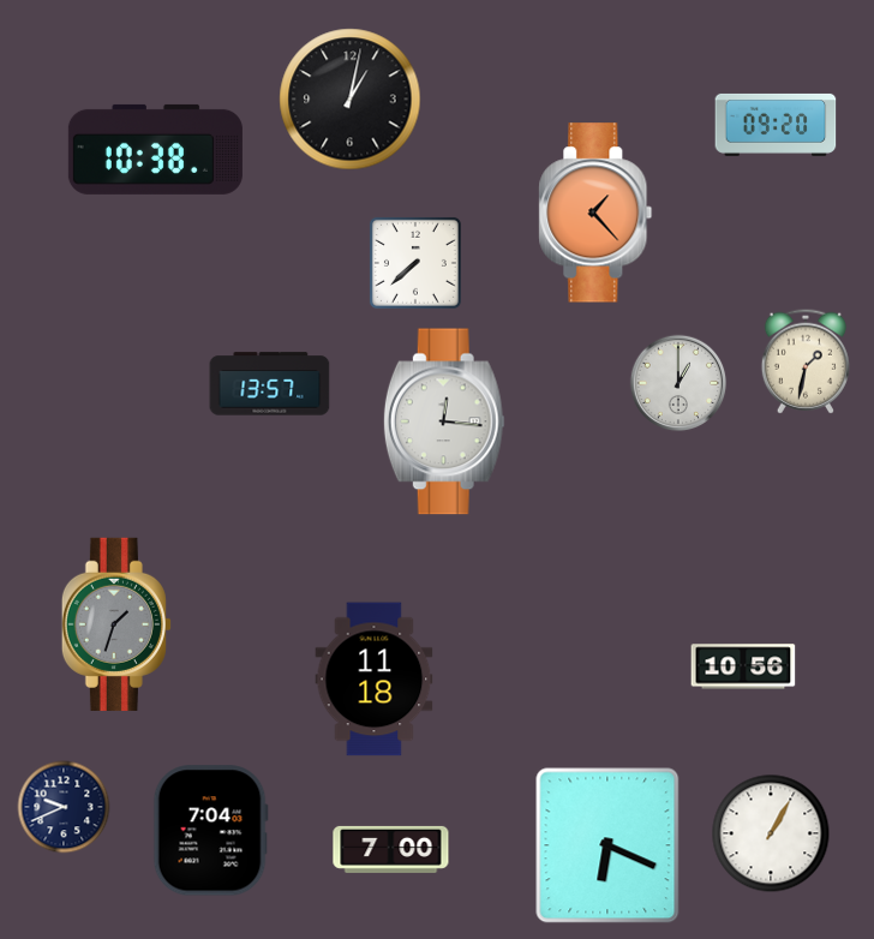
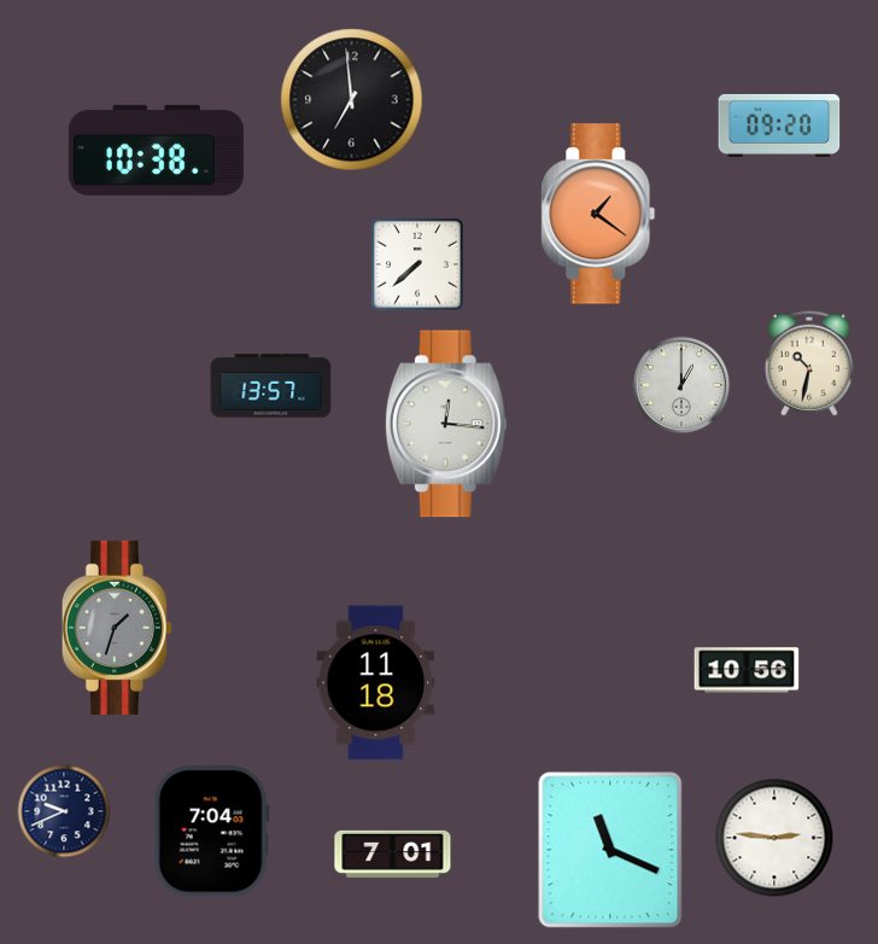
clock at (351, 100): 1:02 -> 6:59
clock at (595, 213): 1:23 -> 1:21
clock at (806, 361): 1:32 -> 10:32
clock at (210, 831) position: (210, 831) -> (211, 832)
clock at (771, 833): 1:05 -> 2:46
clock at (607, 845): 6:19 -> 11:19
clock at (391, 849): 7:00 -> 7:01
